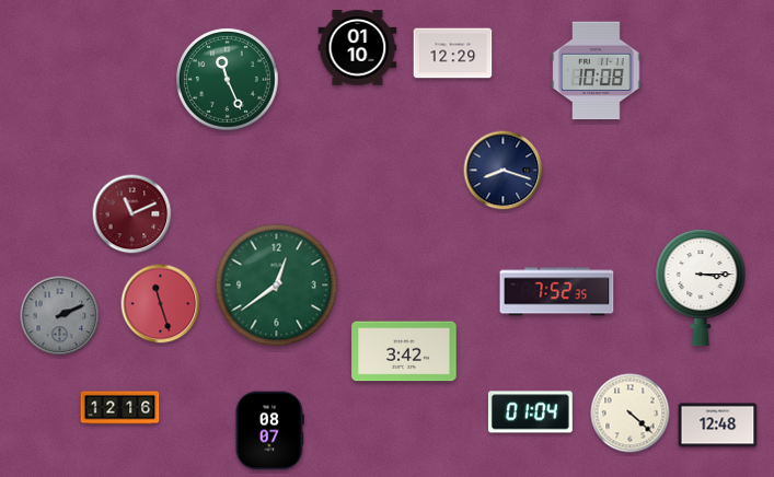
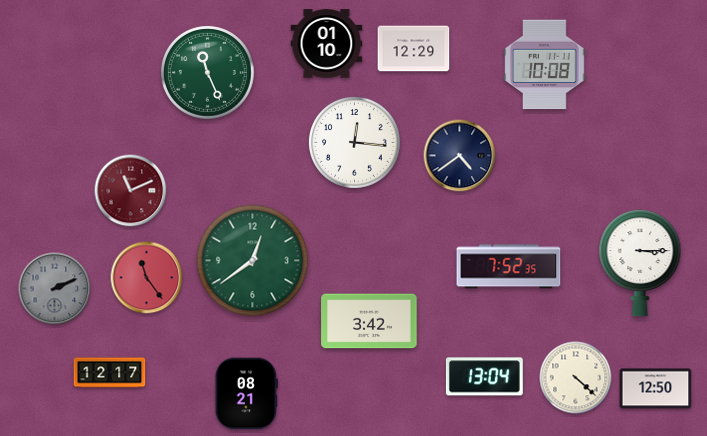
clock at (354, 142): none -> 12:16
clock at (504, 171): 8:18 -> 4:39
clock at (132, 214) position: (132, 214) -> (131, 191)
clock at (161, 304): 11:27 -> 11:24
clock at (120, 408): 12:16 -> 12:17
clock at (530, 412): 01:04 -> 13:04
clock at (718, 426): 12:48 -> 12:50
clock at (269, 431): 08:07 -> 08:21
